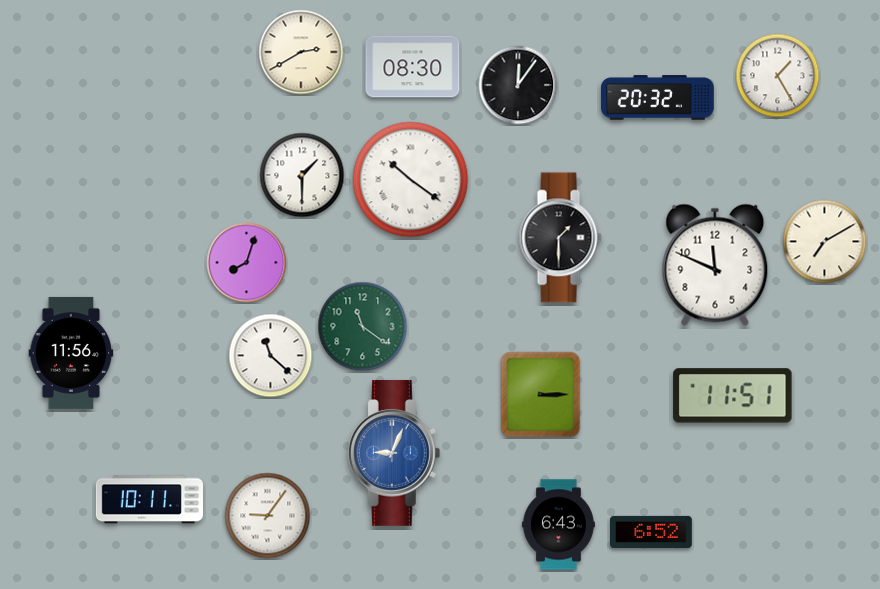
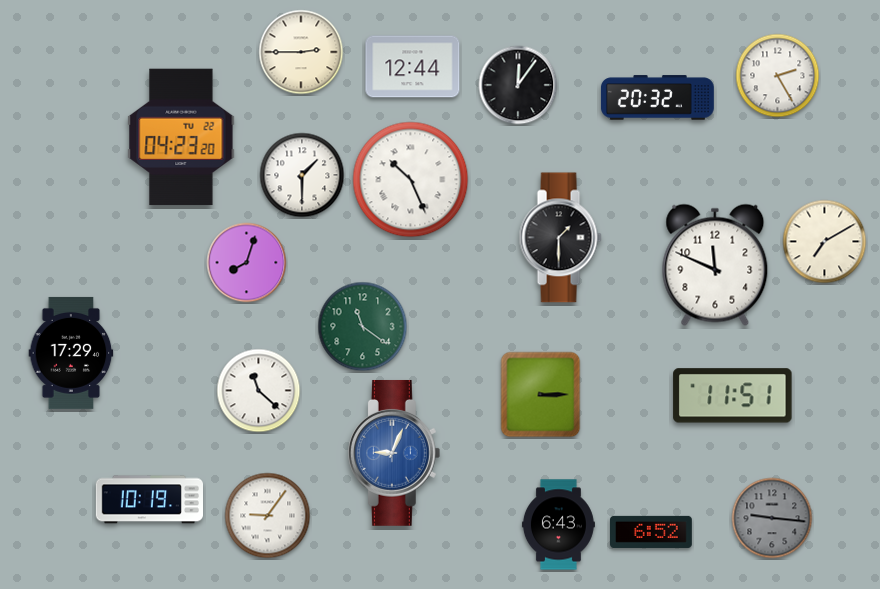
clock at (301, 52): 2:40 -> 2:45
clock at (413, 67): 08:30 -> 12:44
clock at (778, 76): 1:25 -> 2:25
clock at (181, 137): none -> 04:23
clock at (411, 180): 10:21 -> 10:26
clock at (71, 353): 11:56 -> 17:29
clock at (271, 356) position: (271, 356) -> (259, 391)
clock at (149, 500): 10:11 -> 10:19
clock at (772, 518): none -> 9:16
